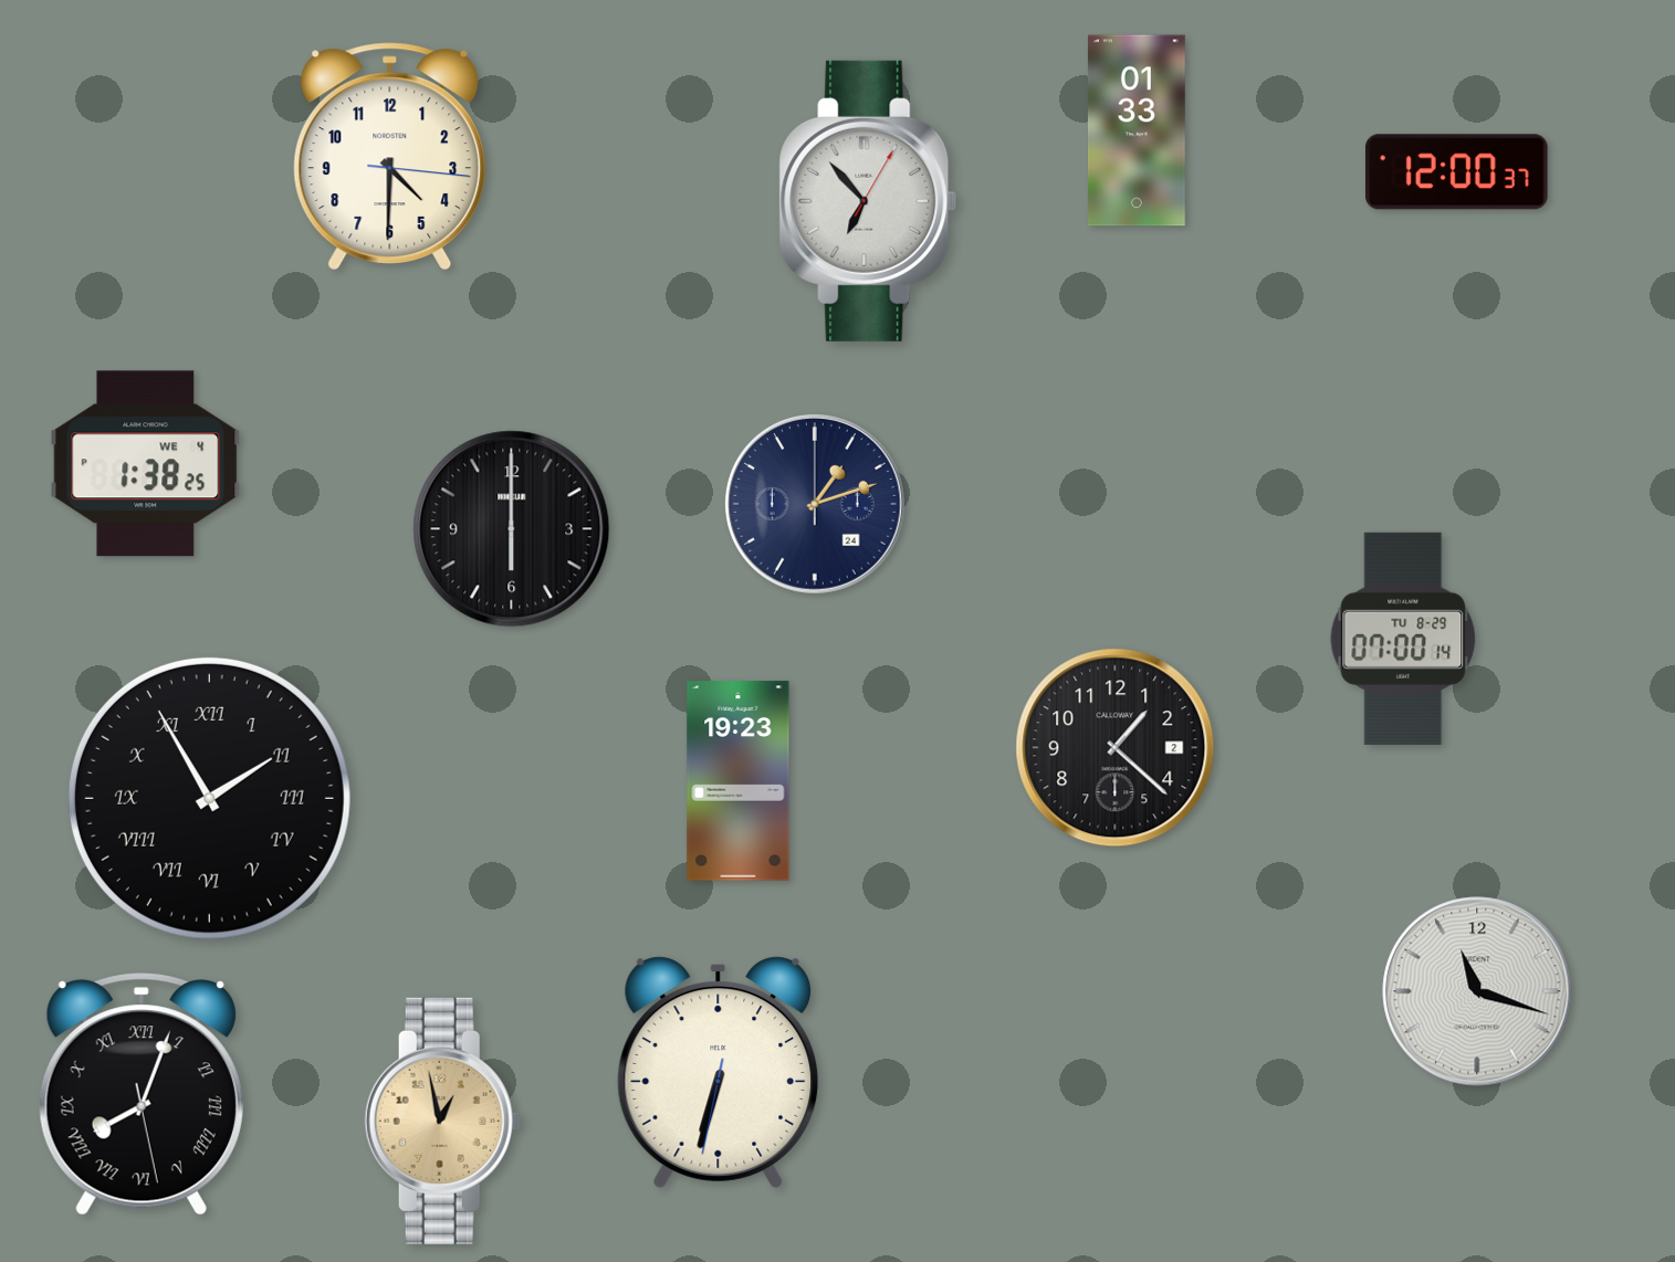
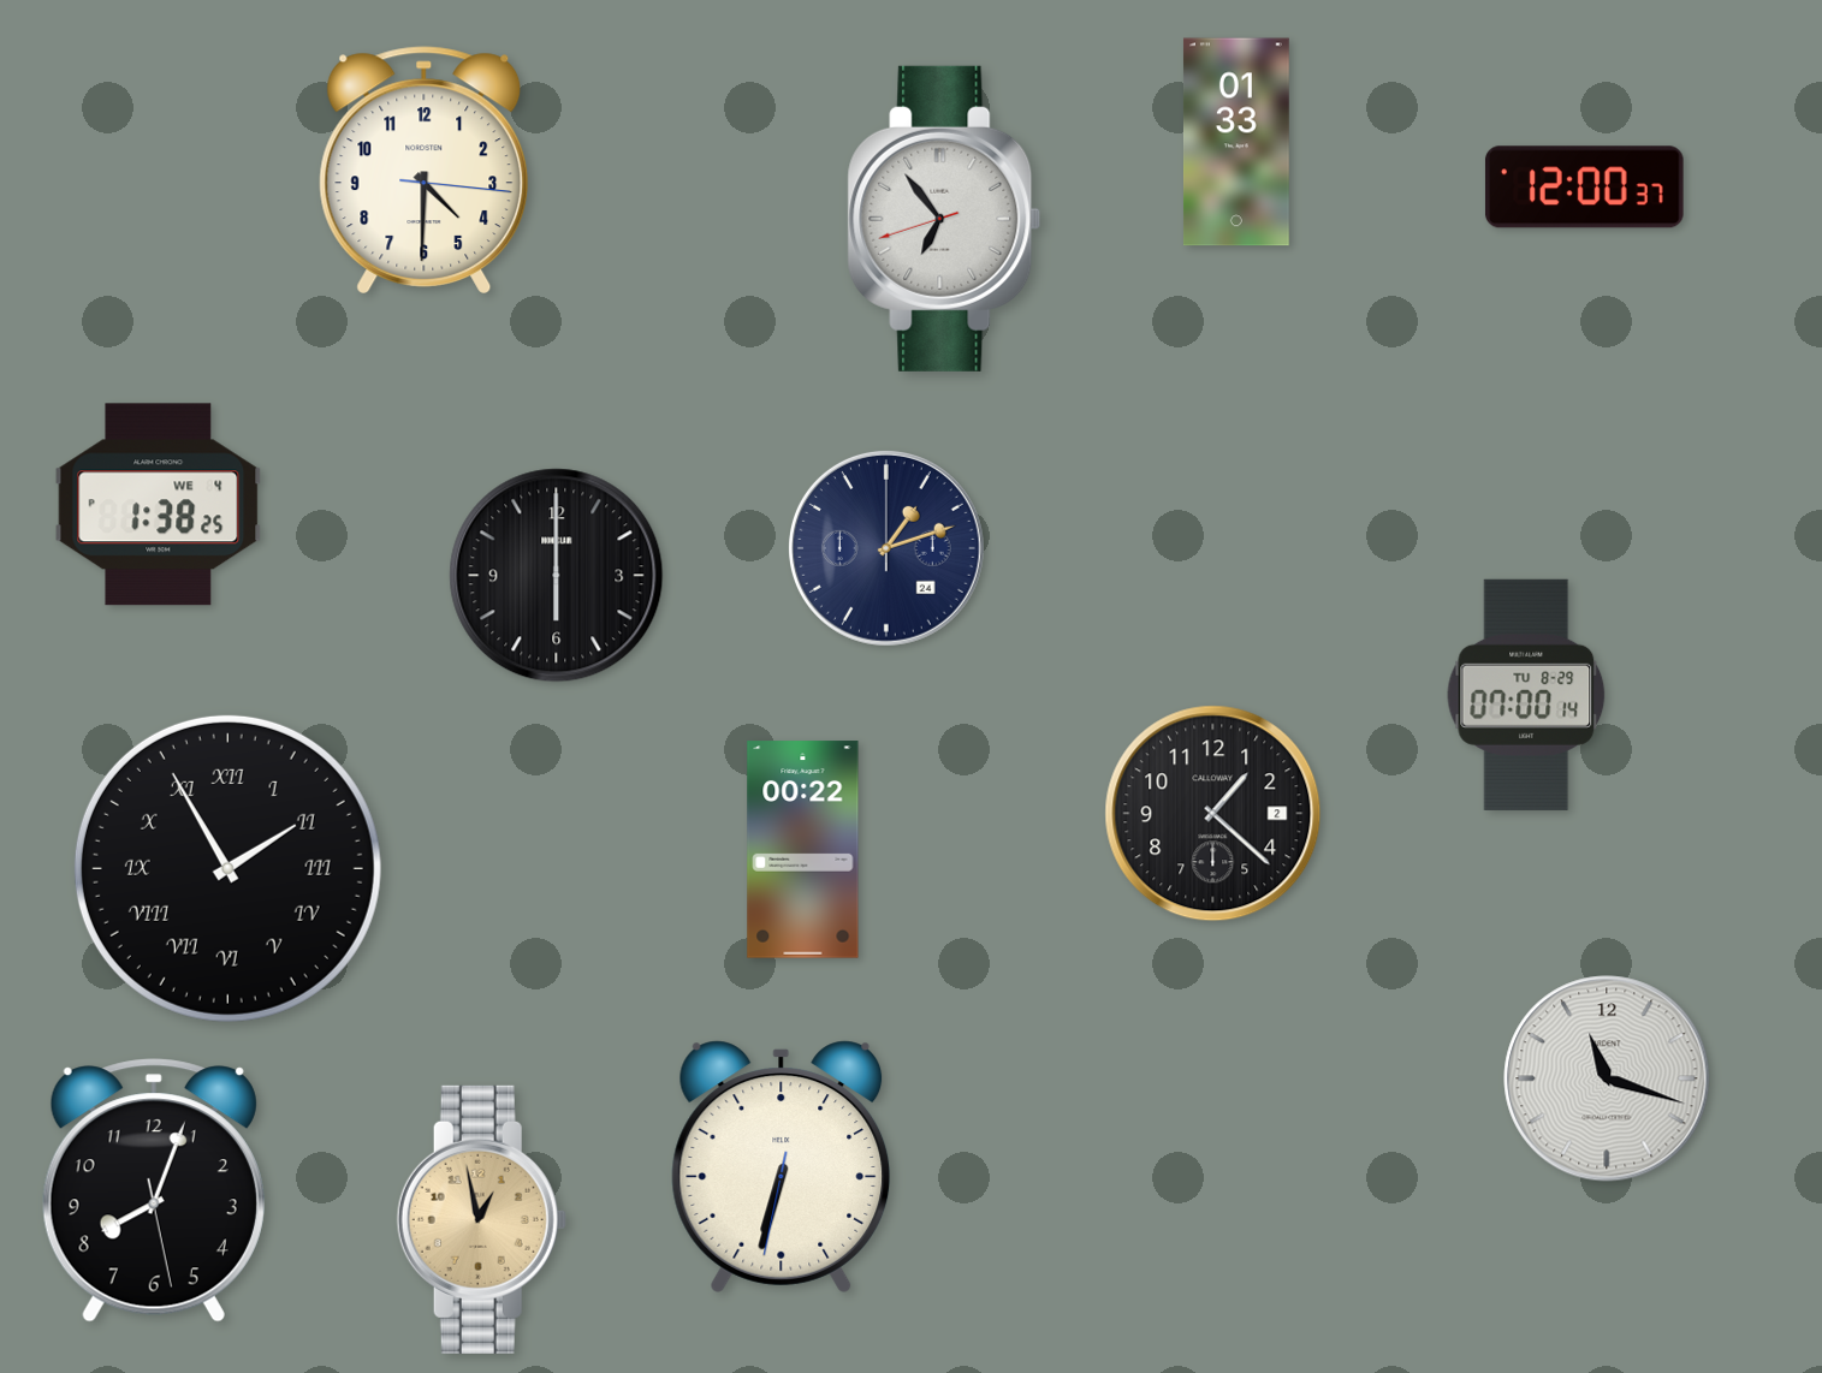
clock at (868, 201): 6:53:05 -> 6:53:42
clock at (739, 781): 19:23 -> 00:22
clock at (142, 1094) numerals: Roman -> Arabic
